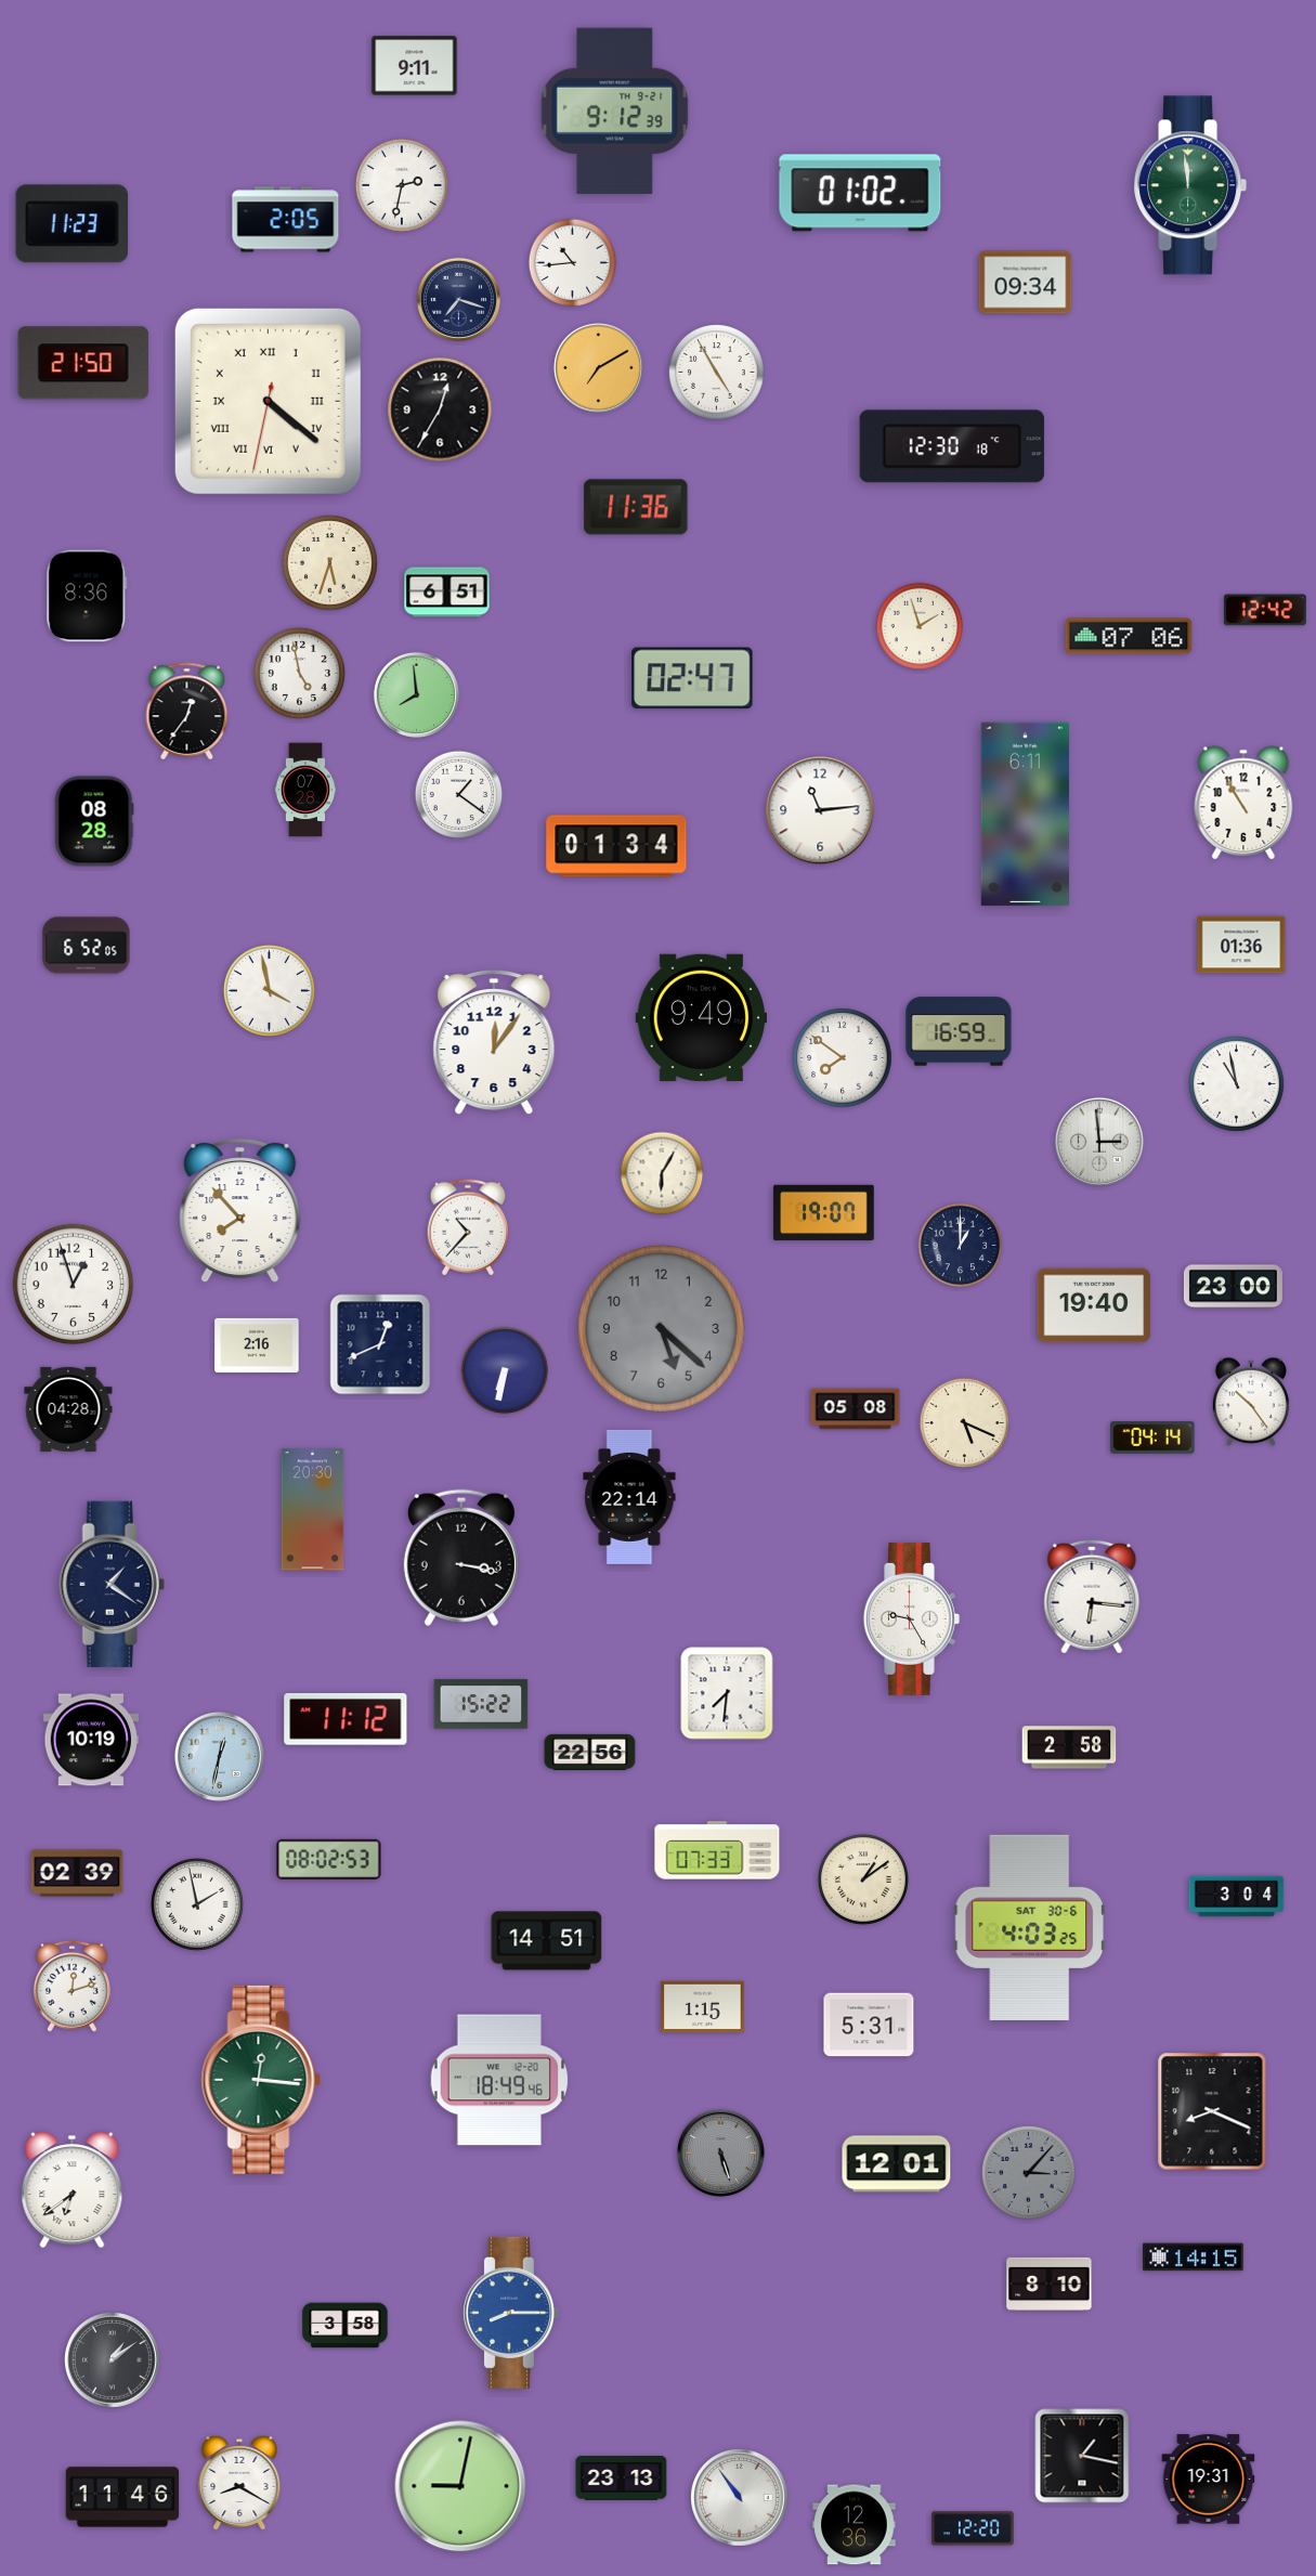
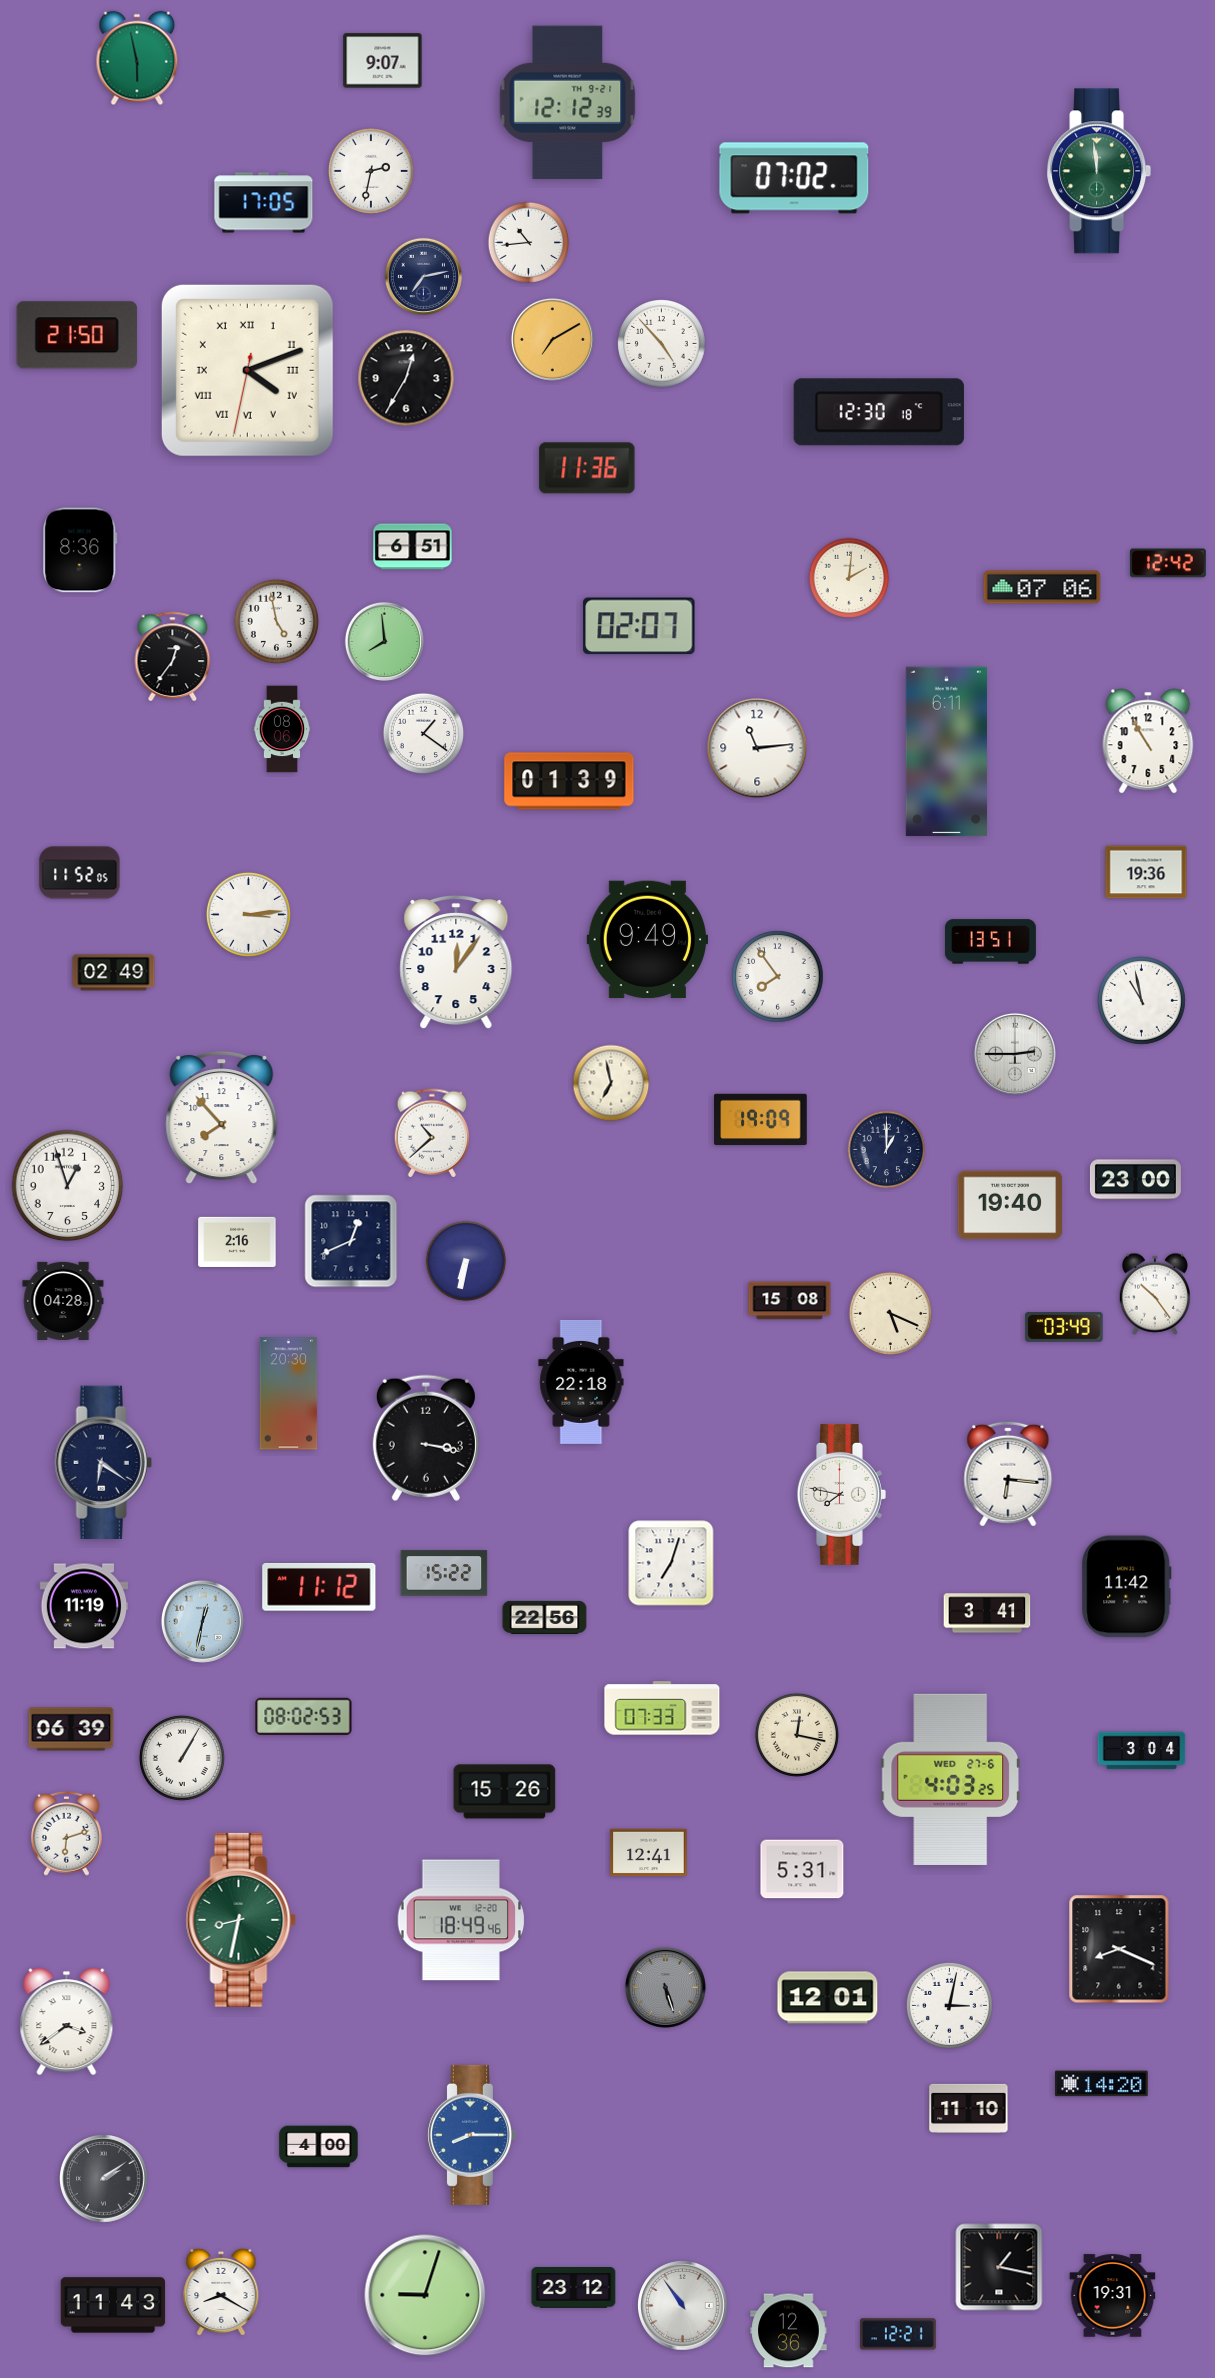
clock at (137, 58): none -> 5:58
clock at (415, 66): 9:11 -> 9:07
clock at (615, 112): 9:12 -> 12:12
clock at (860, 193): 01:02 -> 07:02
clock at (286, 220): 2:05 -> 17:05
clock at (71, 224): 11:23 -> none
clock at (1026, 283): 09:34 -> none
clock at (458, 299): 7:18 -> 7:13
clock at (717, 373): 4:55 -> 4:53
clock at (268, 401): 4:21 -> 4:11
clock at (330, 563): 5:33 -> none
clock at (920, 626): 1:57 -> 2:01
clock at (692, 678): 02:47 -> 02:07
clock at (305, 790): 07:28 -> 08:06
clock at (94, 821): 08:28 -> none
clock at (616, 846): 01:34 -> 01:39
clock at (1241, 945): 01:36 -> 19:36
clock at (87, 946): 6:52 -> 11:52
clock at (269, 990): 3:58 -> 3:14
clock at (990, 942): none -> 13:51
clock at (959, 1031): 16:59 -> none
clock at (114, 973): none -> 02:49
clock at (843, 1058): 7:51 -> 7:54
clock at (1099, 1142): 2:59 -> 2:45
clock at (662, 1173): 6:05 -> 6:58
clock at (824, 1213): 19:07 -> 19:09
clock at (468, 1227): 10:37 -> 10:38
clock at (1233, 1287) position: (1233, 1287) -> (1135, 1180)
clock at (661, 1328): 5:22 -> none
clock at (505, 1370) position: (505, 1370) -> (466, 1261)
clock at (856, 1409): 05:08 -> 15:08
clock at (1152, 1437): 04:14 -> 03:49
clock at (629, 1497): 22:14 -> 22:18
clock at (112, 1585): 1:21 -> 6:21
clock at (911, 1618): 9:25 -> 7:47
clock at (727, 1693): 7:31 -> 7:03
clock at (1127, 1587): none -> 11:42
clock at (91, 1740): 10:19 -> 11:19
clock at (1069, 1747): 2:58 -> 3:41
clock at (77, 1873): 02:39 -> 06:39
clock at (863, 1879): 1:09 -> 12:17
clock at (197, 1904): 1:58 -> 1:05
clock at (1029, 1927) date: SAT 30-6 -> WED 27-6
clock at (547, 1941): 14:51 -> 15:26
clock at (71, 1986): 12:12 -> 6:12
clock at (703, 2007): 1:15 -> 12:41
clock at (261, 2080): 12:16 -> 8:32
clock at (1028, 2172): 3:07 -> 3:02
clock at (1028, 2172) dial: grey -> white
clock at (73, 2190): 6:39 -> 3:39
clock at (1194, 2258): 14:15 -> 14:20
clock at (1050, 2284): 8:10 -> 11:10
clock at (346, 2326): 3:58 -> 4:00
clock at (113, 2360): 1:09 -> 2:09
clock at (622, 2479): 23:13 -> 23:12
clock at (1209, 2480) position: (1209, 2480) -> (1113, 2296)
clock at (460, 2486): 9:02 -> 9:03
clock at (122, 2497): 11:46 -> 11:43
clock at (974, 2528): 12:20 -> 12:21
